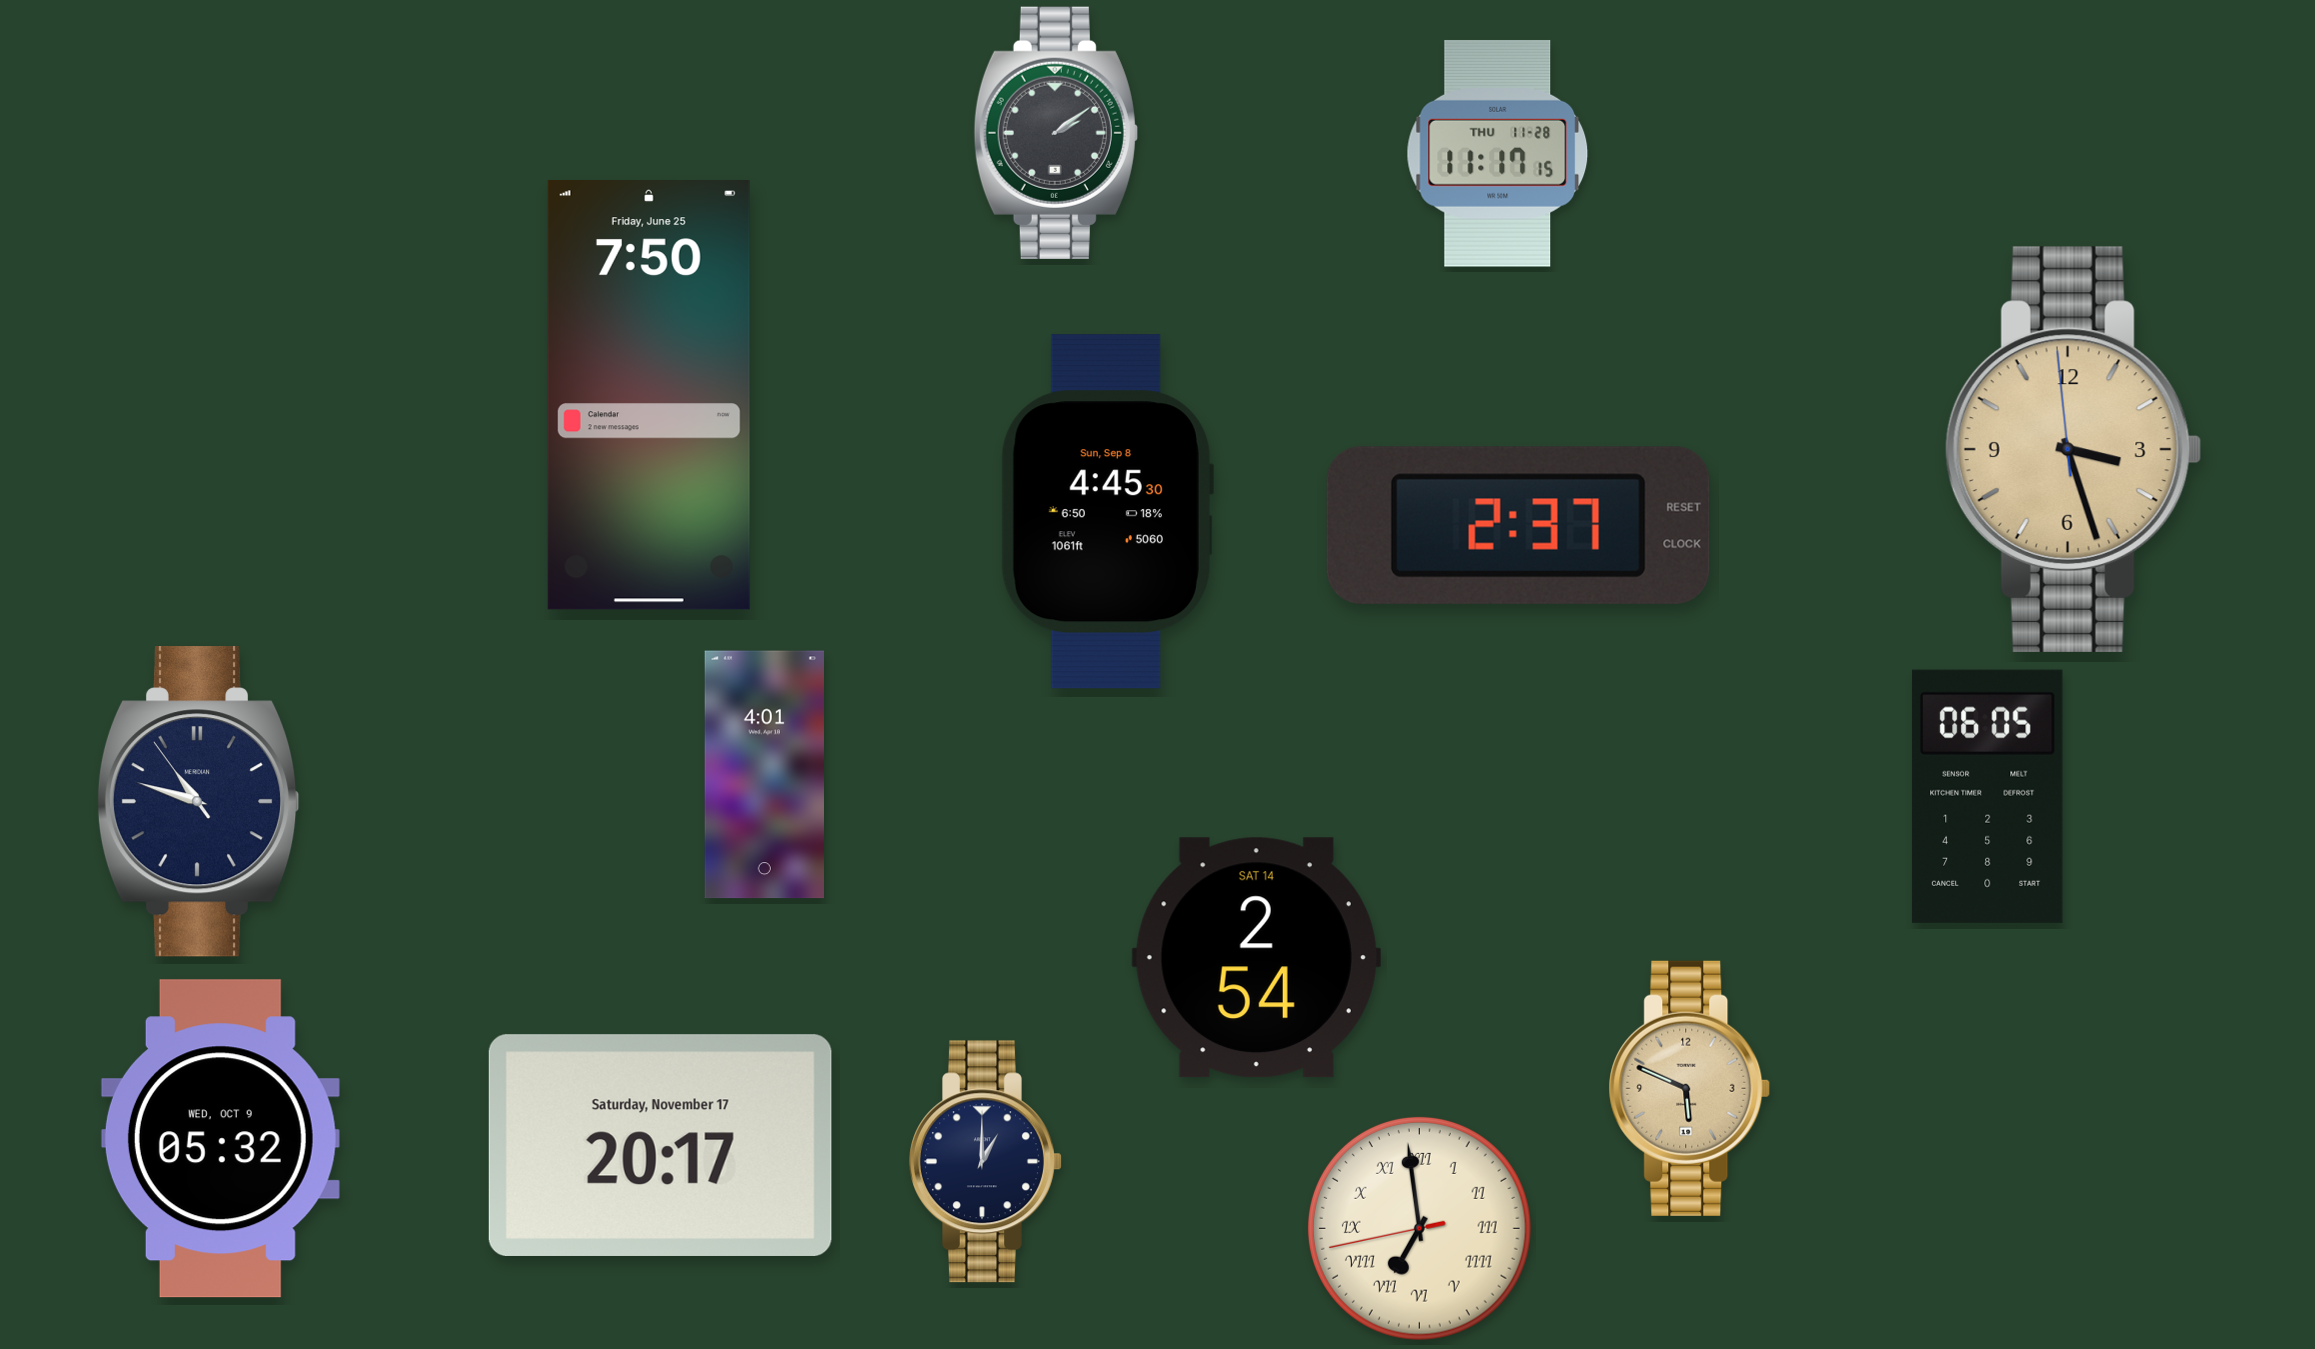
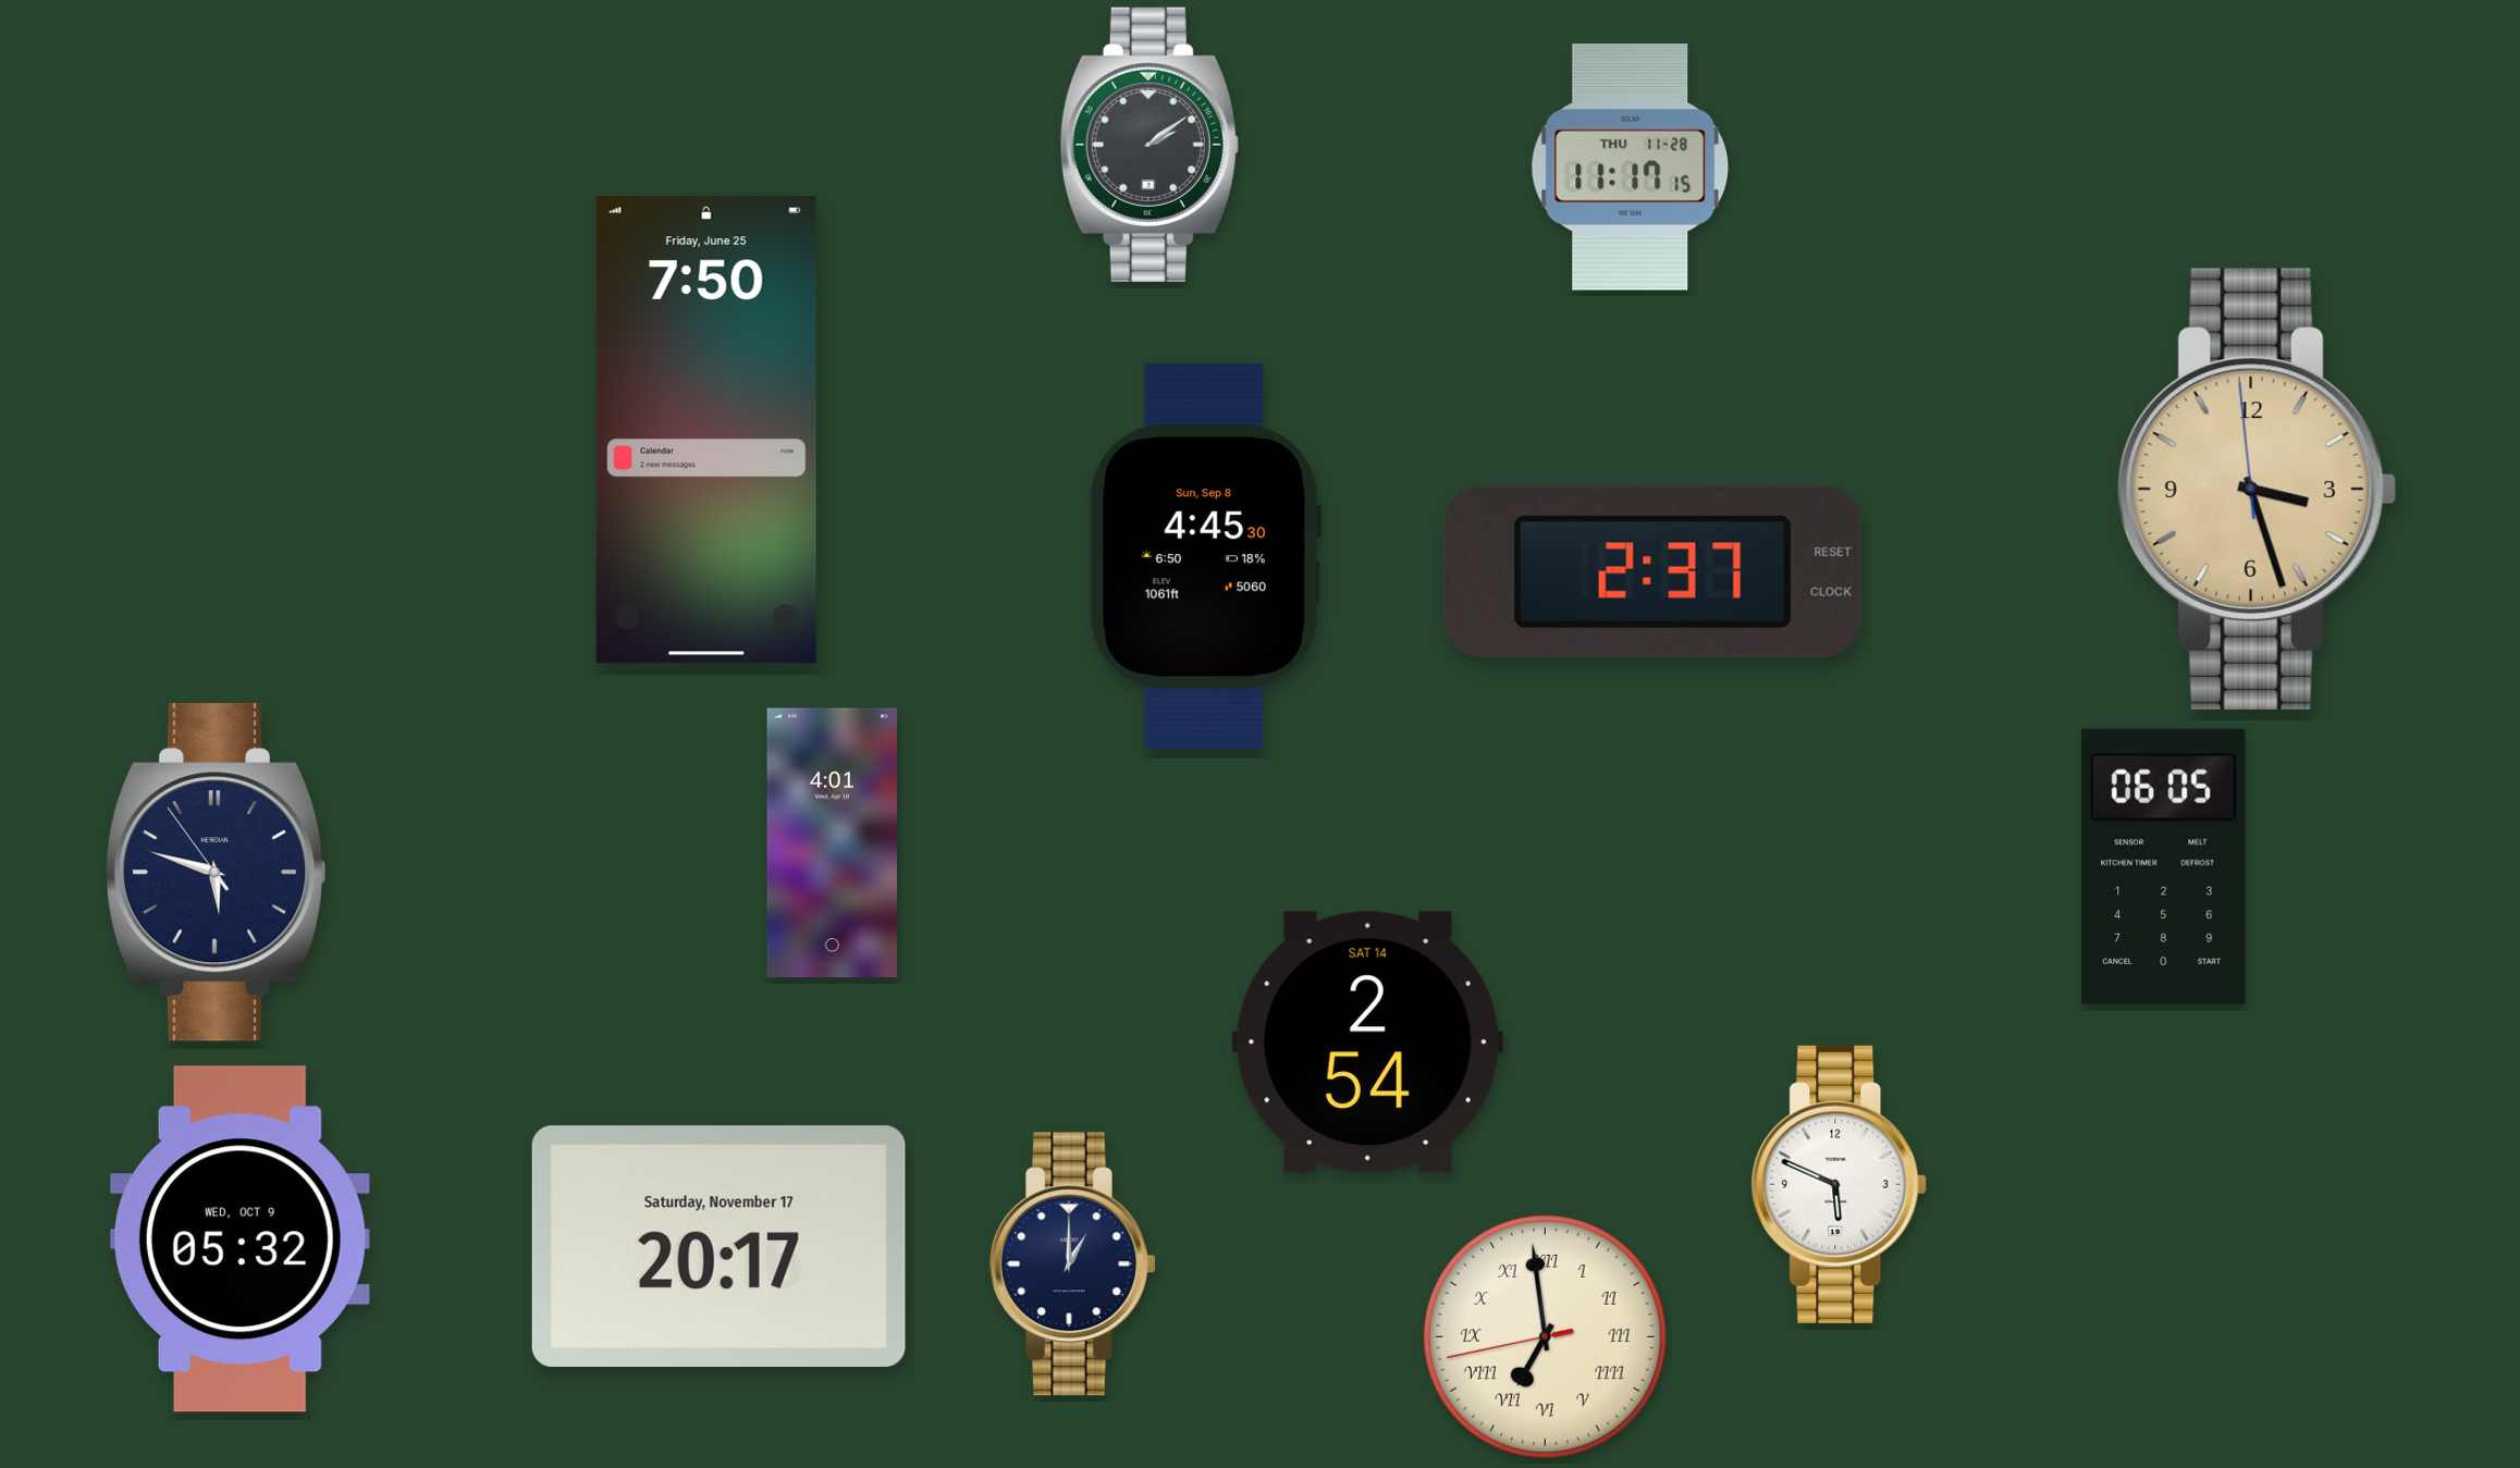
clock at (198, 802): 10:47 -> 5:47
clock at (1690, 1088) dial: champagne -> white
